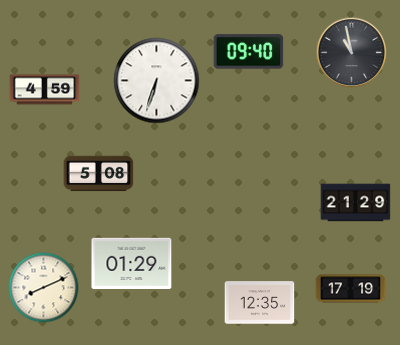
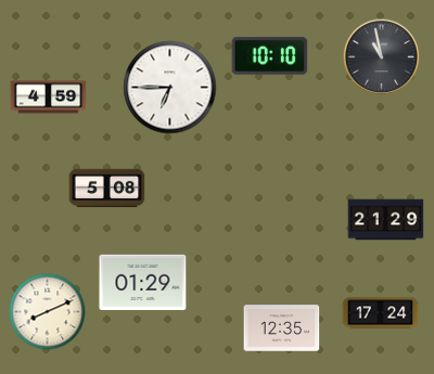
clock at (249, 52): 09:40 -> 10:10
clock at (157, 81): 6:33 -> 6:45
clock at (132, 263) position: (132, 263) -> (143, 282)
clock at (351, 289): 17:19 -> 17:24
